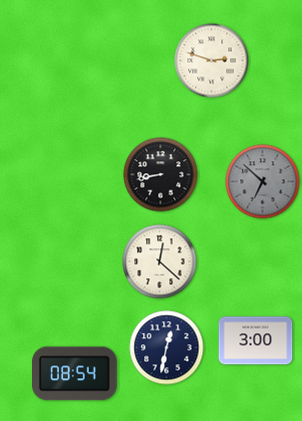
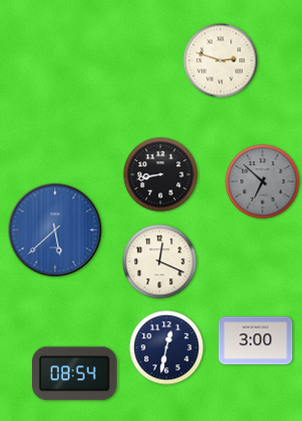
clock at (212, 61) position: (212, 61) -> (221, 61)
clock at (55, 230): none -> 5:38
clock at (160, 262): 12:22 -> 12:19
